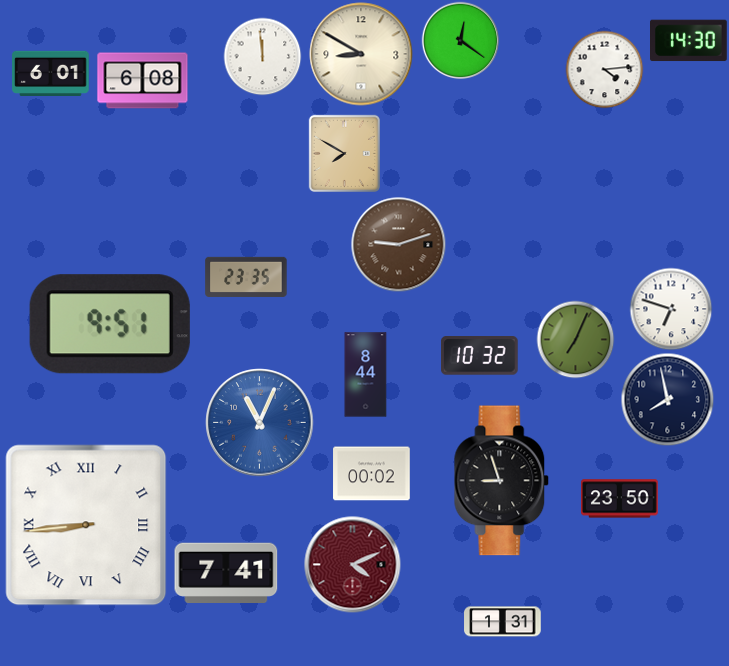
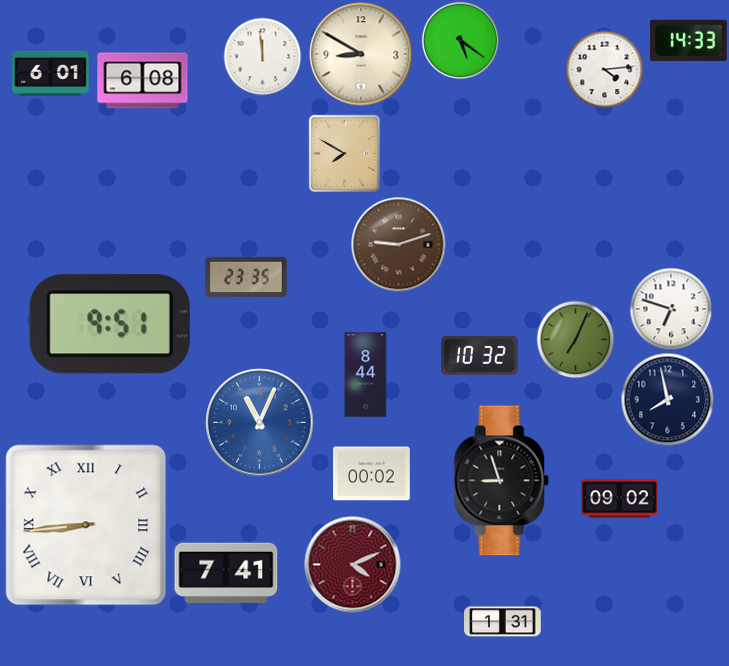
clock at (460, 40): 12:21 -> 5:21
clock at (689, 41): 14:30 -> 14:33
clock at (620, 499): 23:50 -> 09:02
